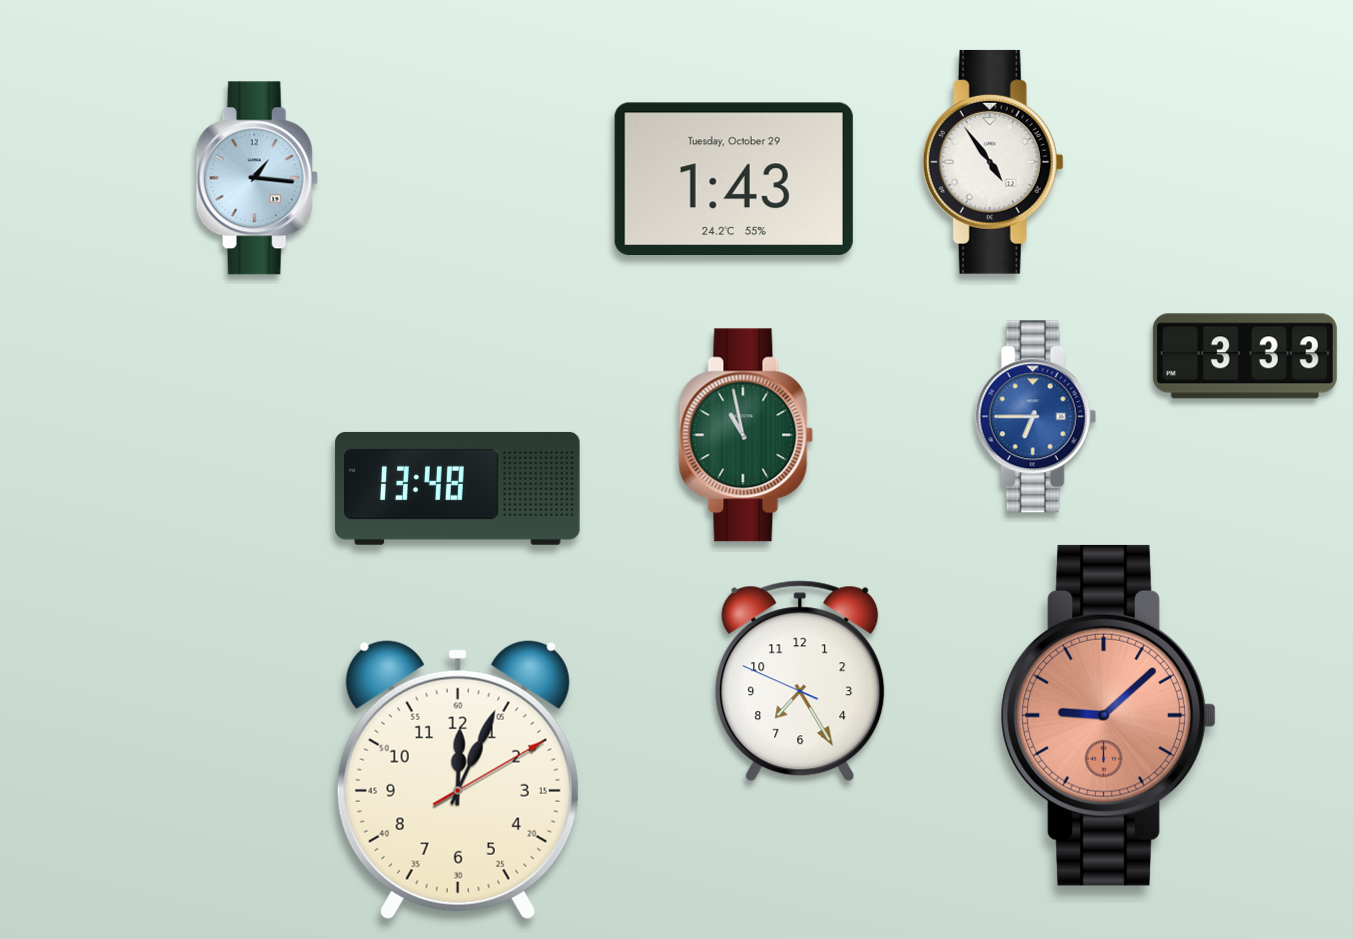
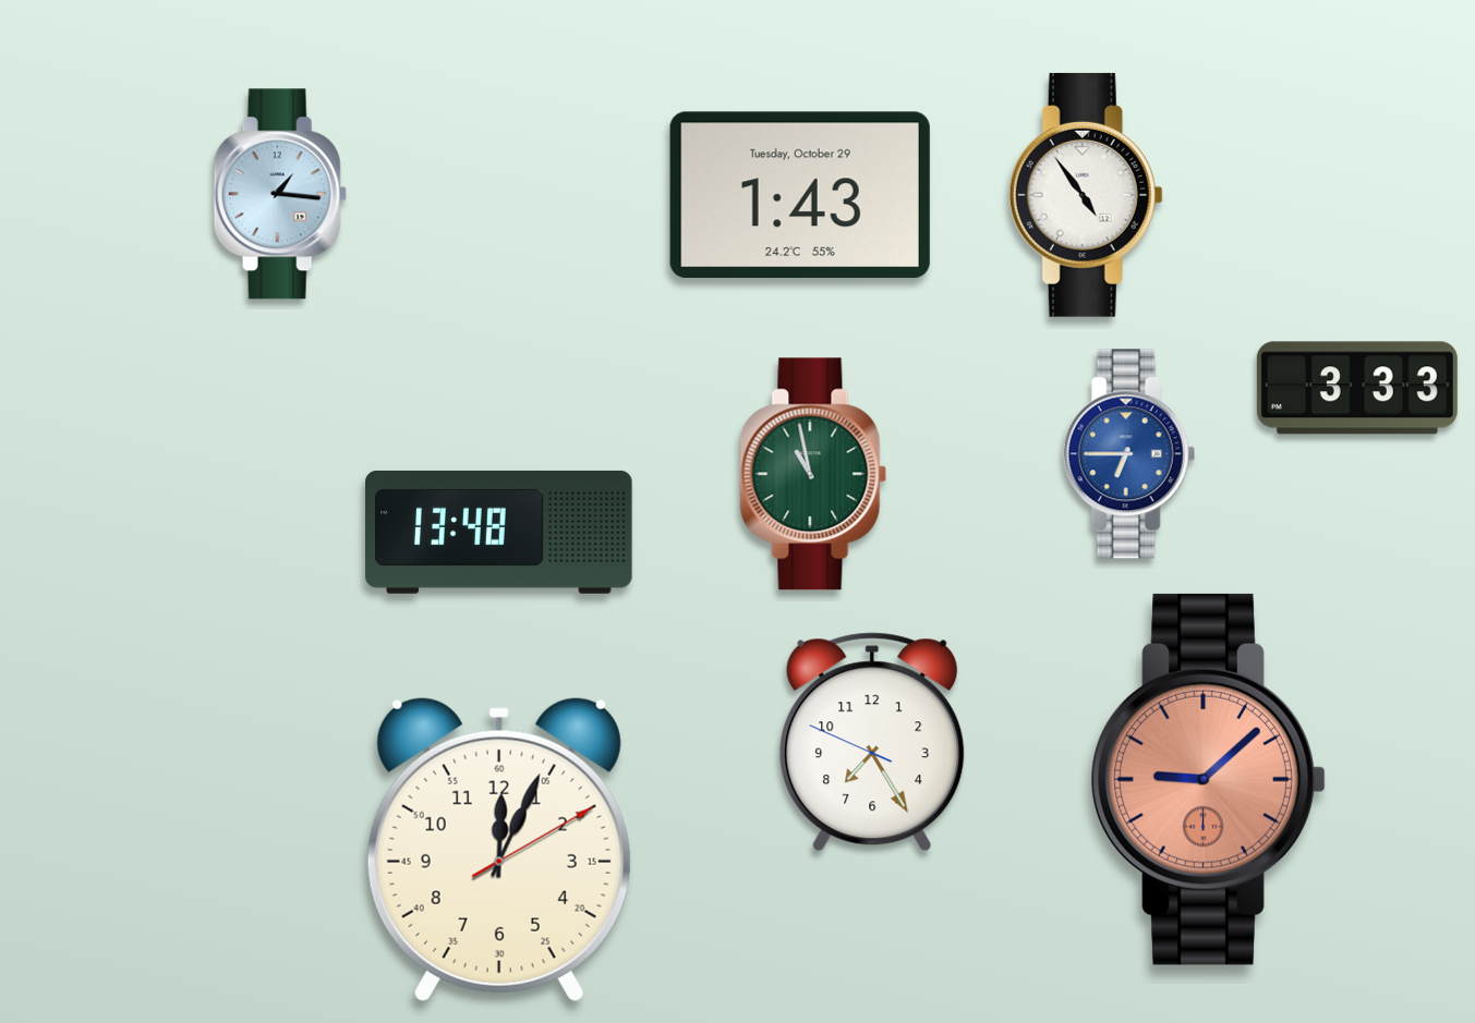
clock at (993, 162) position: (993, 162) -> (1086, 195)
